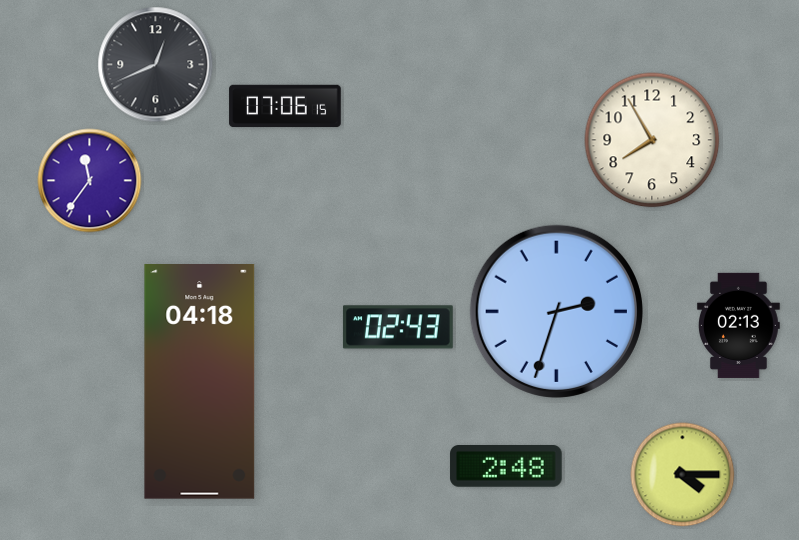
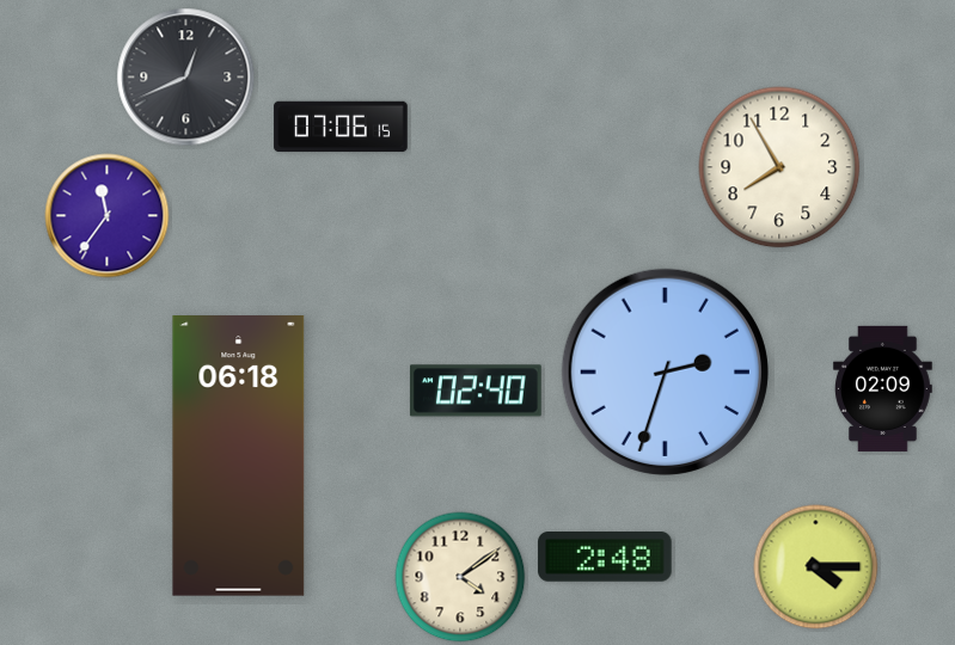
clock at (739, 325): 02:13 -> 02:09
clock at (398, 327): 02:43 -> 02:40
clock at (200, 382): 04:18 -> 06:18
clock at (460, 577): none -> 4:09
